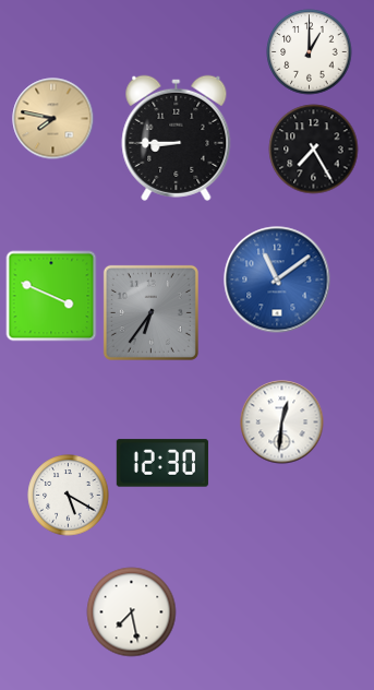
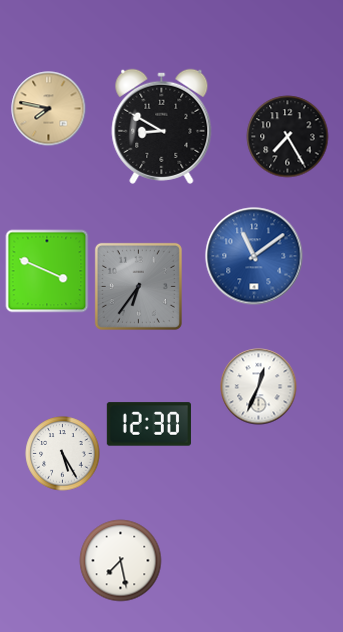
clock at (310, 52): 1:00 -> none
clock at (177, 138): 8:45 -> 8:50
clock at (282, 423): 12:31 -> 12:34
clock at (69, 496): 5:20 -> 5:25
